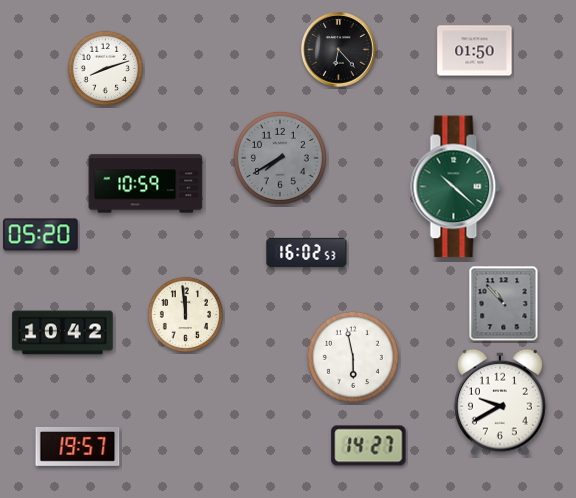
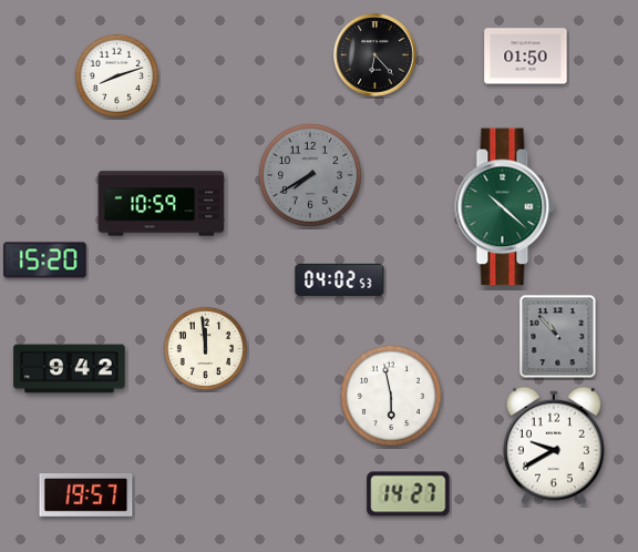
clock at (41, 235): 05:20 -> 15:20
clock at (307, 252): 16:02 -> 04:02
clock at (63, 333): 10:42 -> 9:42
